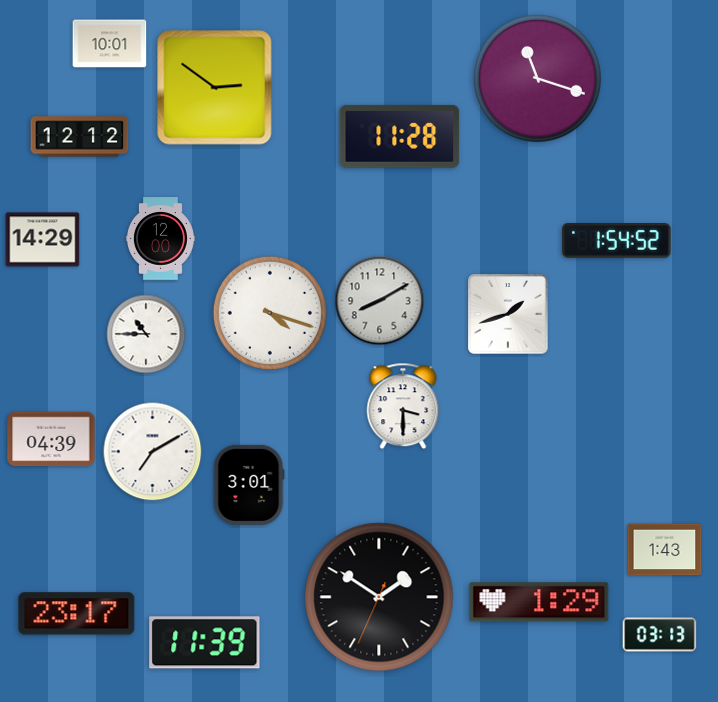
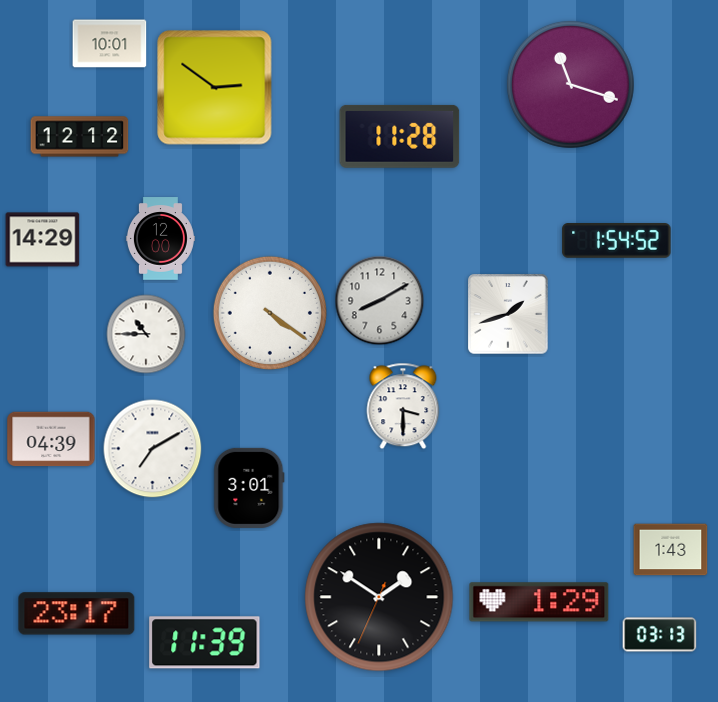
clock at (537, 78) position: (537, 78) -> (570, 84)
clock at (270, 313): 4:18 -> 4:21
clock at (153, 452) position: (153, 452) -> (153, 449)
clock at (249, 485) position: (249, 485) -> (249, 488)
clock at (665, 550) position: (665, 550) -> (671, 550)
